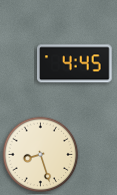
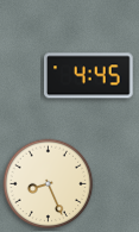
clock at (41, 155): 8:27 -> 8:26
